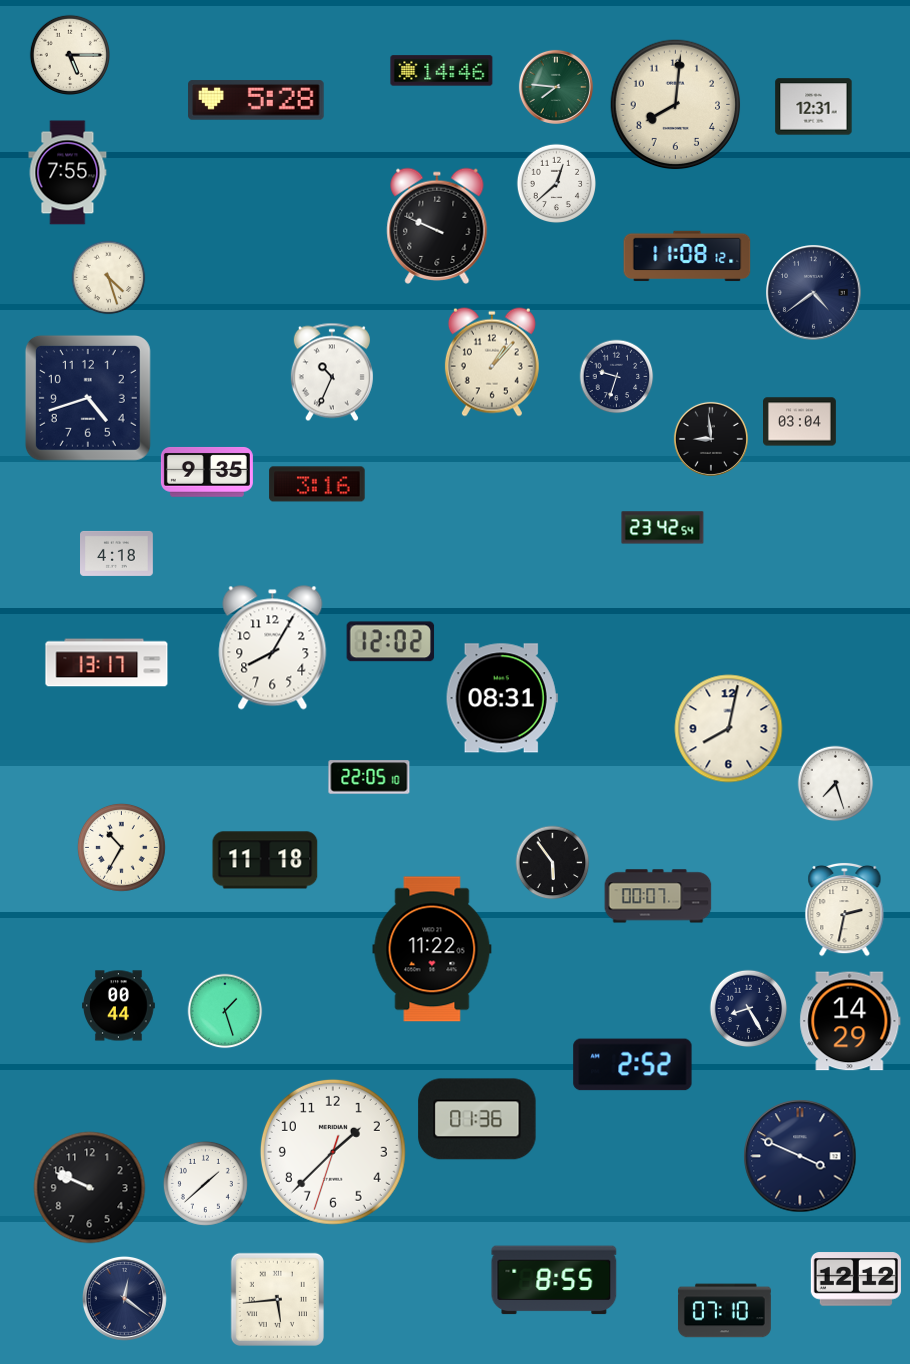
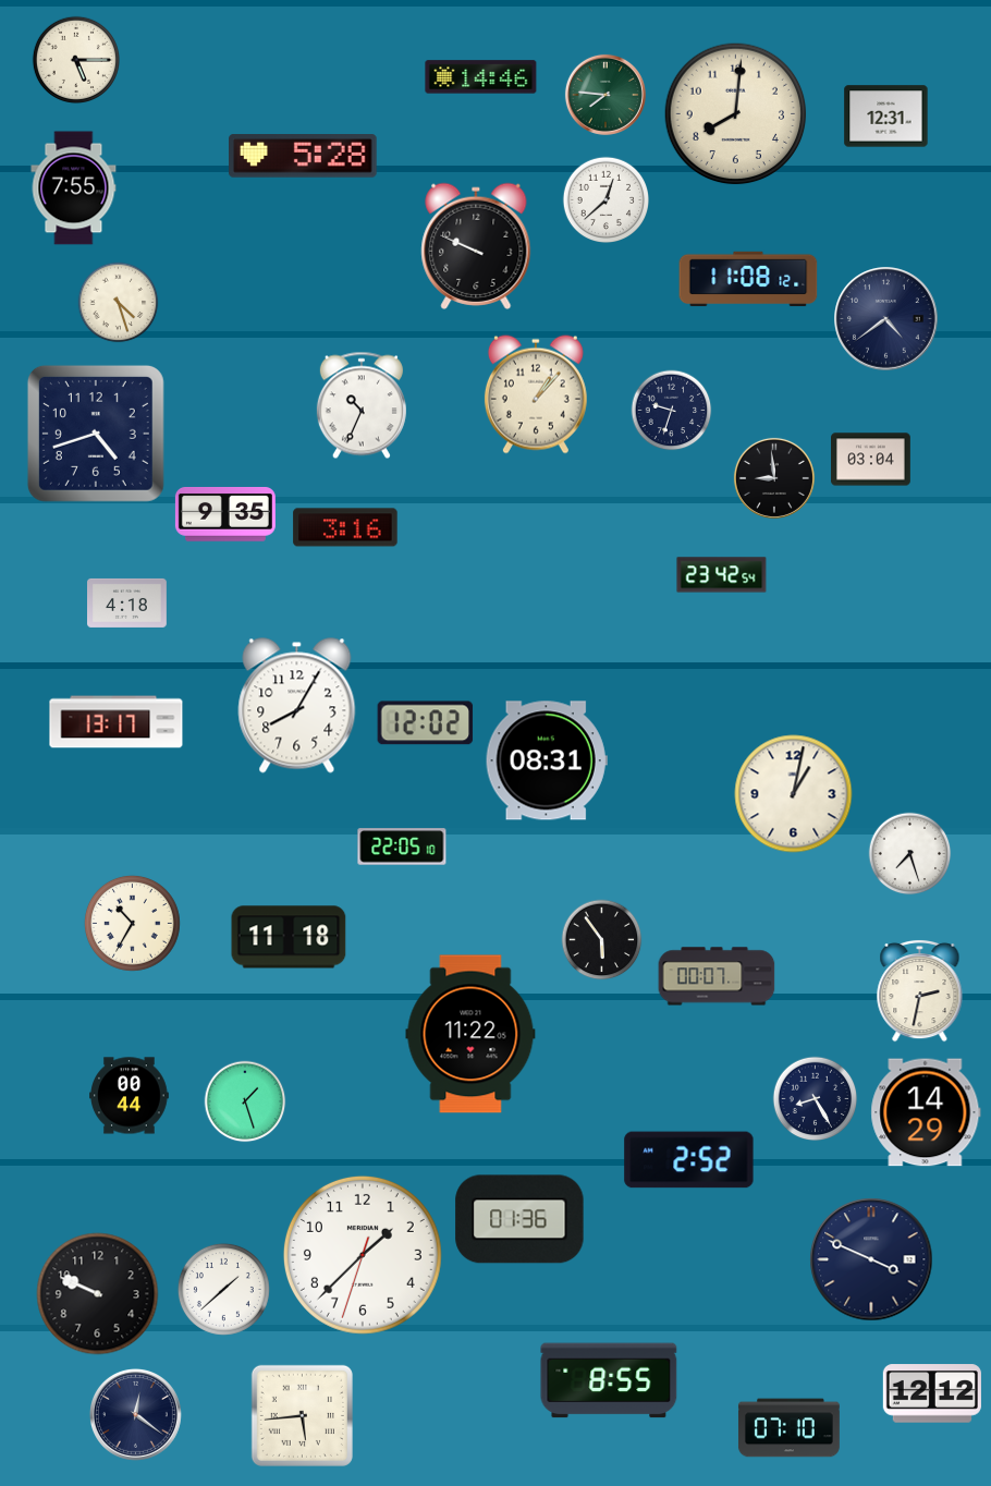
clock at (256, 100) position: (256, 100) -> (303, 156)
clock at (391, 642) position: (391, 642) -> (426, 723)
clock at (729, 729): 8:02 -> 1:02
clock at (554, 1280) position: (554, 1280) -> (609, 1380)
